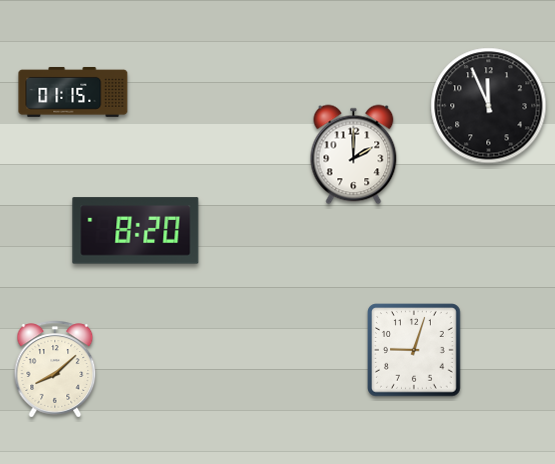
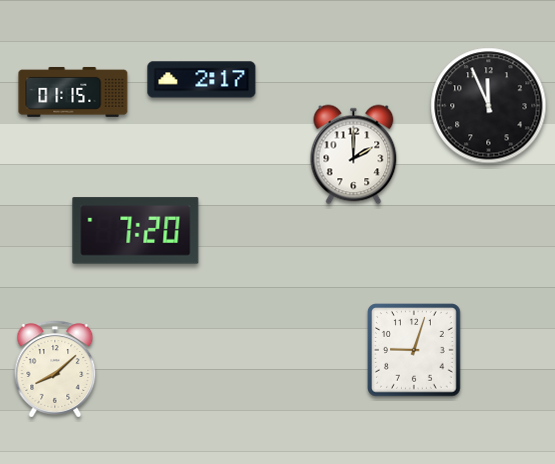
clock at (202, 80): none -> 2:17
clock at (136, 231): 8:20 -> 7:20
